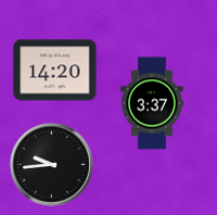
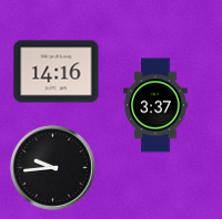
clock at (55, 71): 14:20 -> 14:16
